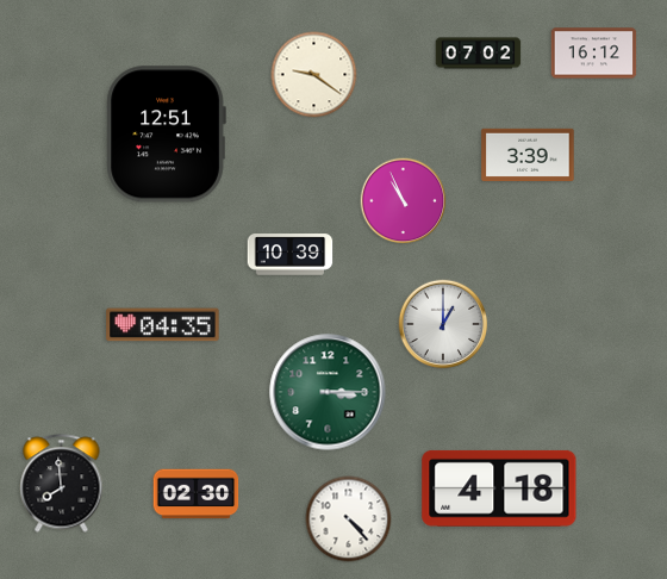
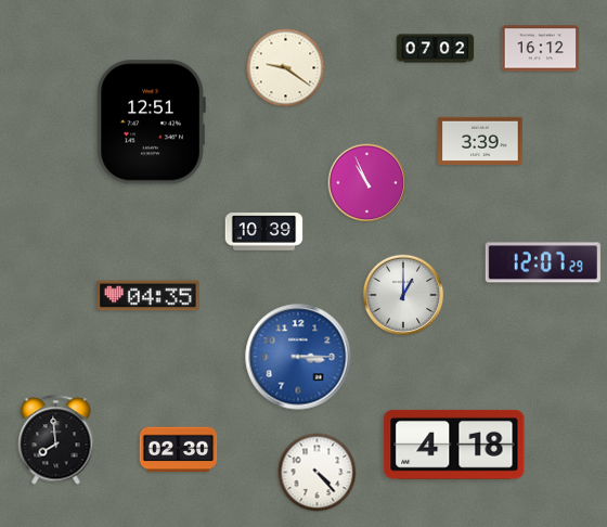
clock at (543, 262): none -> 12:07
clock at (328, 392) dial: green -> blue
